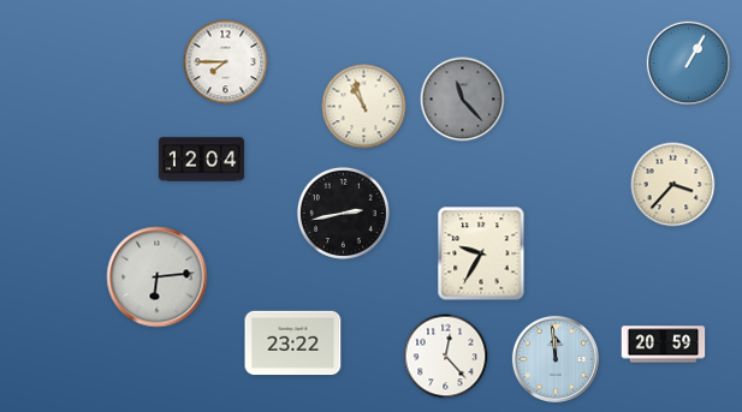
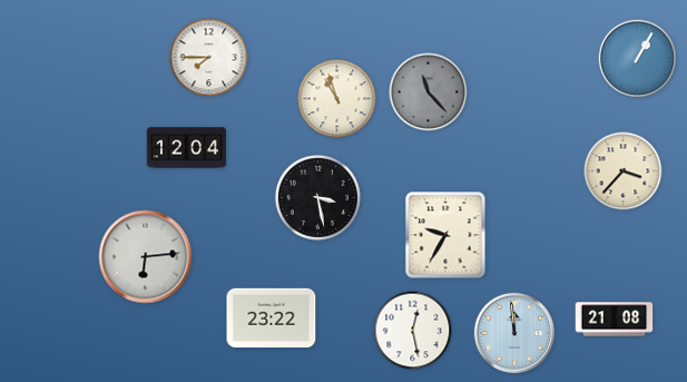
clock at (343, 213): 2:43 -> 3:28
clock at (664, 345): 20:59 -> 21:08
clock at (446, 357): 12:23 -> 12:28
